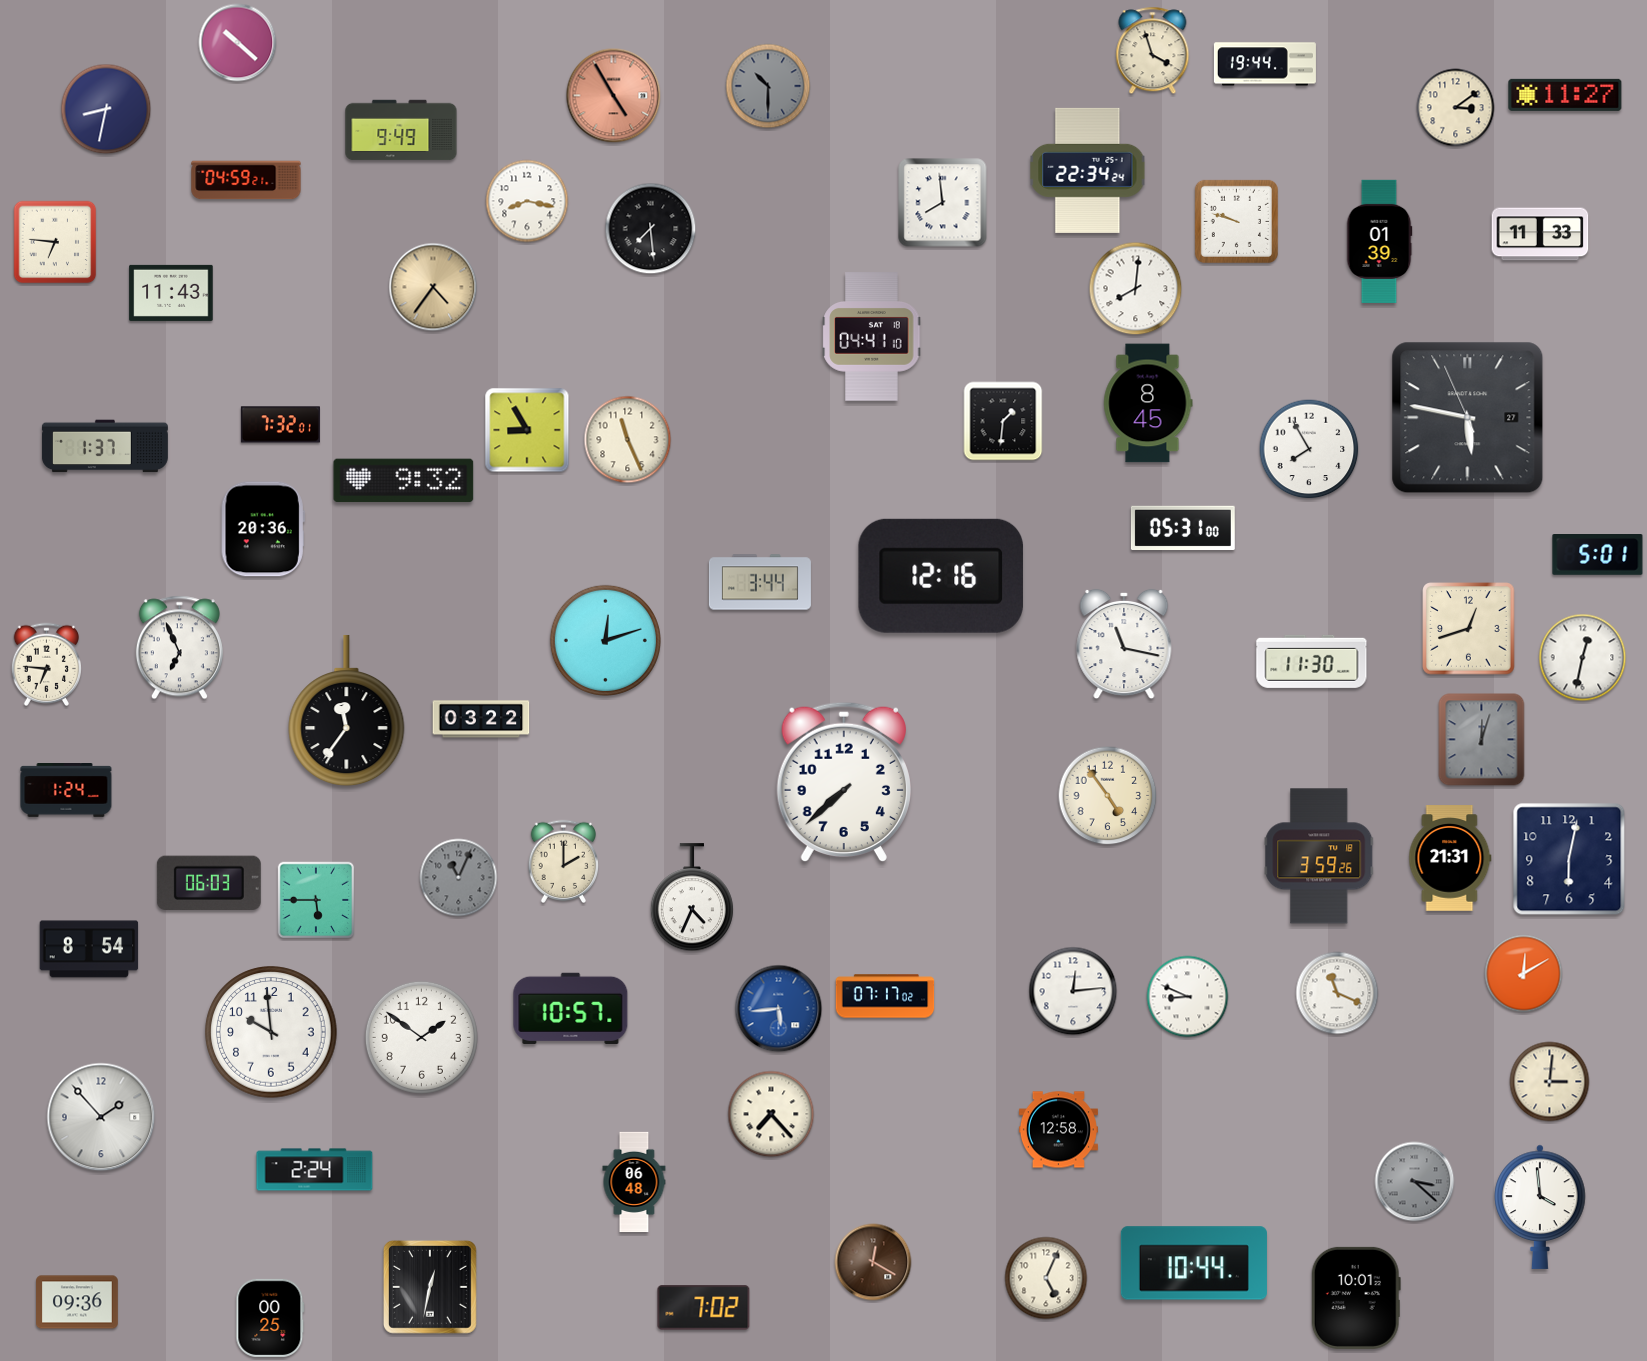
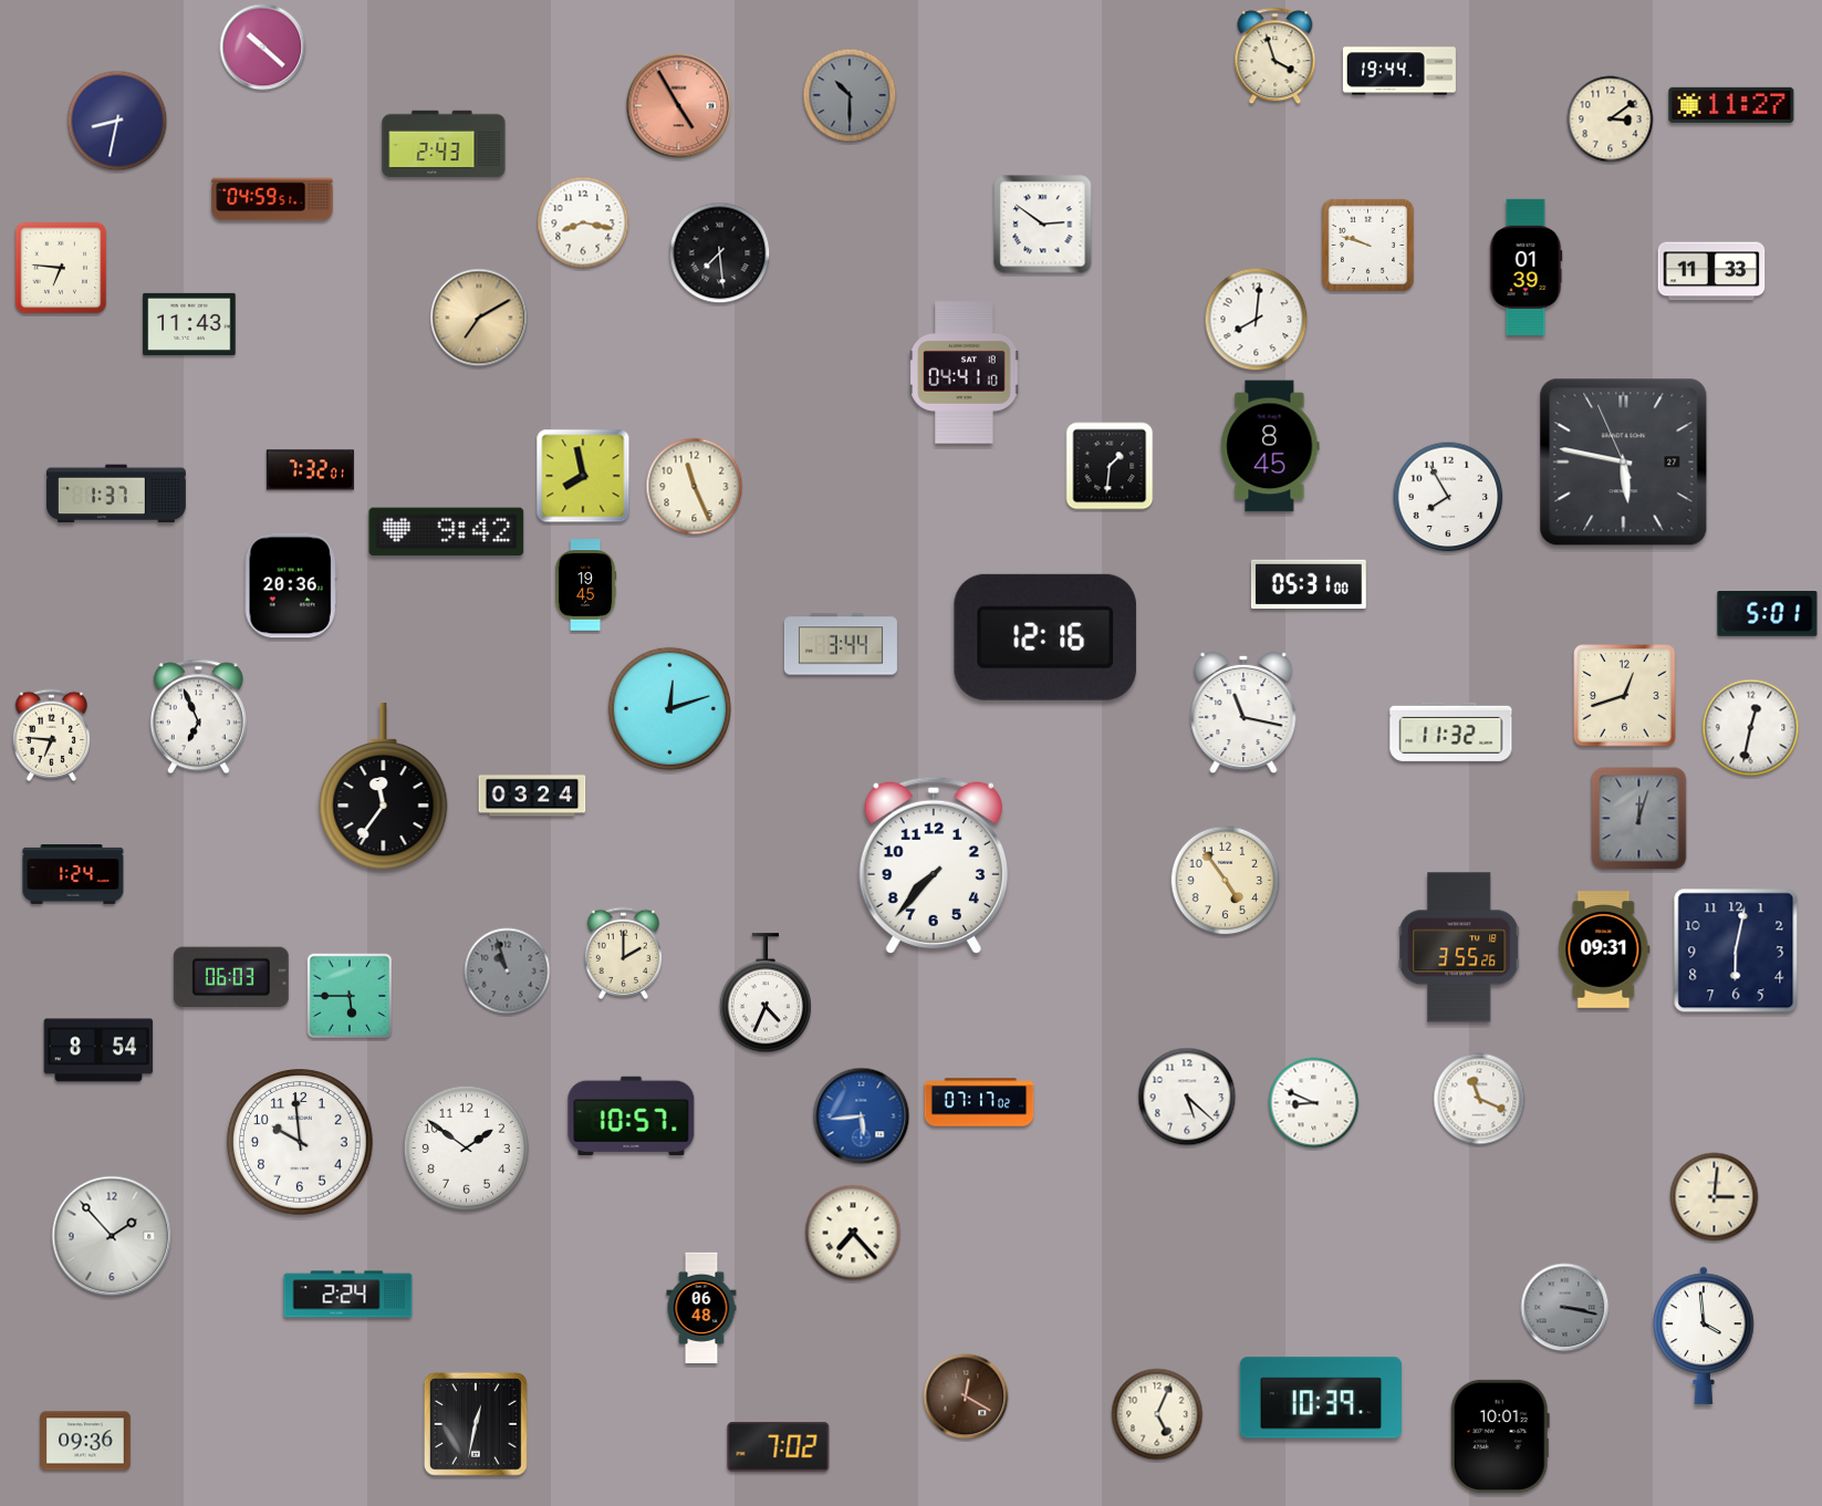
clock at (401, 130): 9:49 -> 2:43
clock at (1088, 170): 22:34 -> none
clock at (246, 180): 04:59:21 -> 04:59:51
clock at (943, 203): 7:59 -> 2:51
clock at (1540, 234) position: (1540, 234) -> (1711, 271)
clock at (433, 287): 4:36 -> 7:10
clock at (527, 430): 8:55 -> 7:58
clock at (404, 481): 9:32 -> 9:42
clock at (585, 585): none -> 19:45
clock at (941, 576) position: (941, 576) -> (1045, 637)
clock at (1312, 661): 11:30 -> 11:32
clock at (481, 719): 03:22 -> 03:24
clock at (844, 782): 7:38 -> 7:37
clock at (1319, 856): 3:59 -> 3:55
clock at (1450, 858): 21:31 -> 09:31
clock at (459, 878): 11:04 -> 10:57
clock at (1524, 974): 12:10 -> none
clock at (1073, 991): 12:14 -> 5:22
clock at (1058, 1130): 12:58 -> none
clock at (1415, 1182): 3:22 -> 3:17
clock at (1194, 1263): 10:44 -> 10:39
clock at (270, 1318): 00:25 -> none
